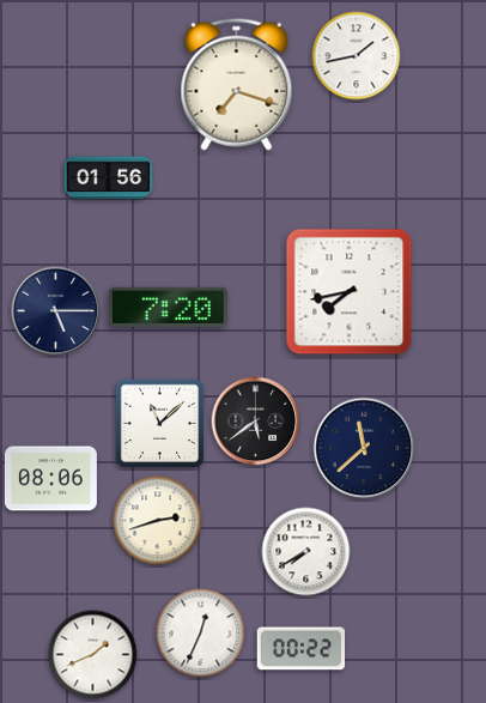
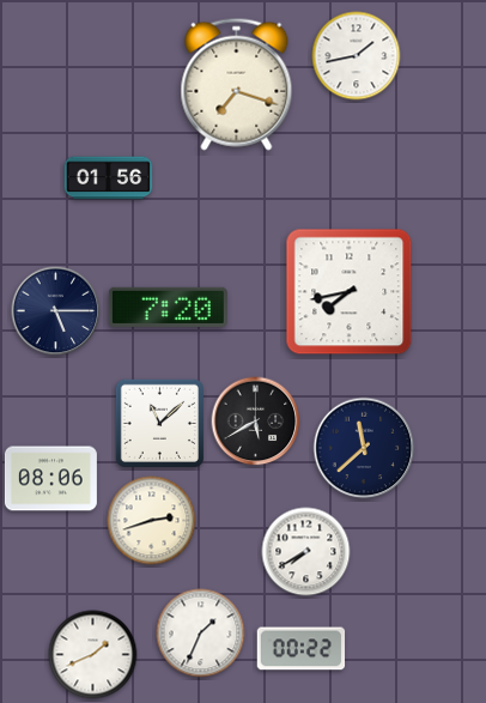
clock at (256, 422): 5:39 -> 5:40
clock at (158, 521) position: (158, 521) -> (152, 521)
clock at (201, 634): 12:34 -> 1:34
